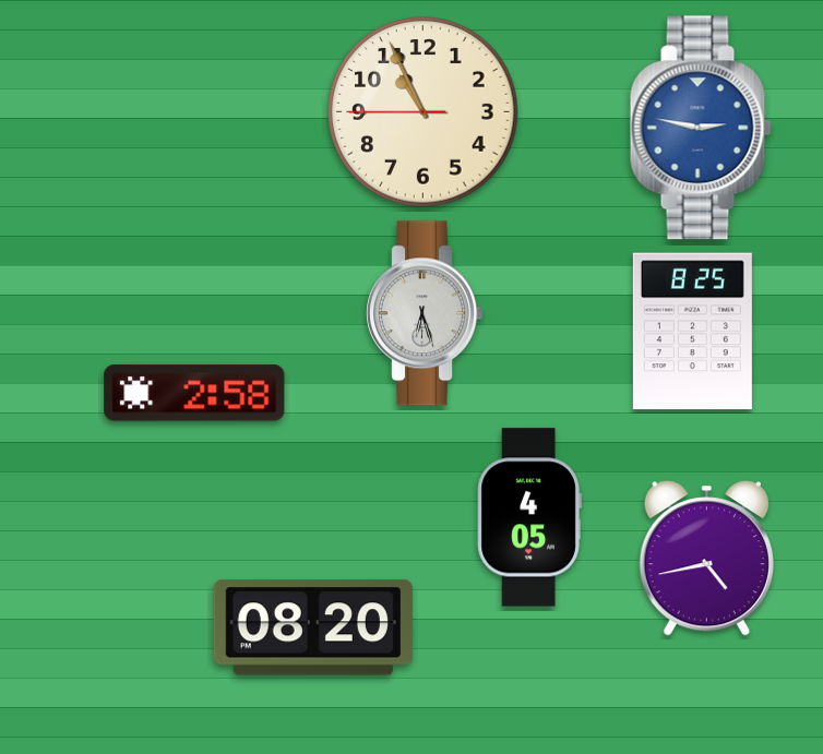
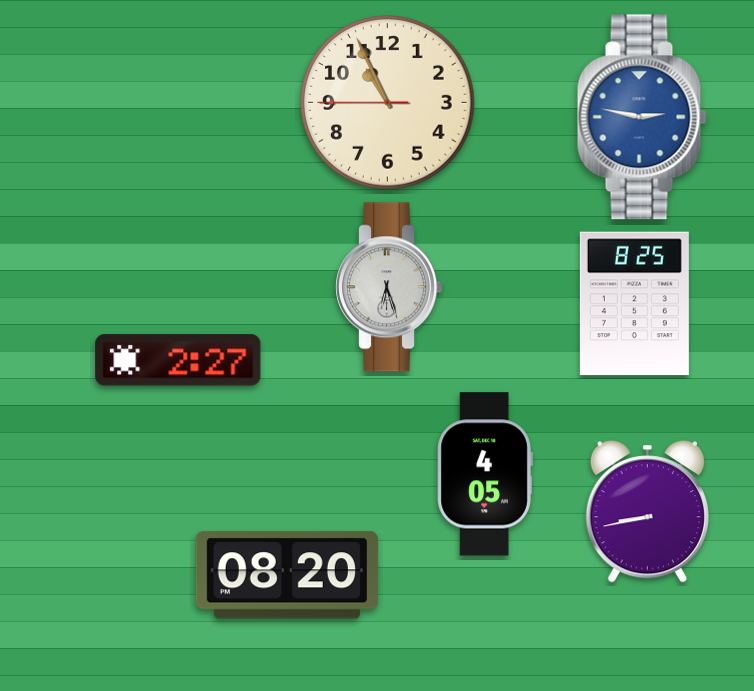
clock at (194, 393): 2:58 -> 2:27
clock at (706, 559): 4:43 -> 8:43
